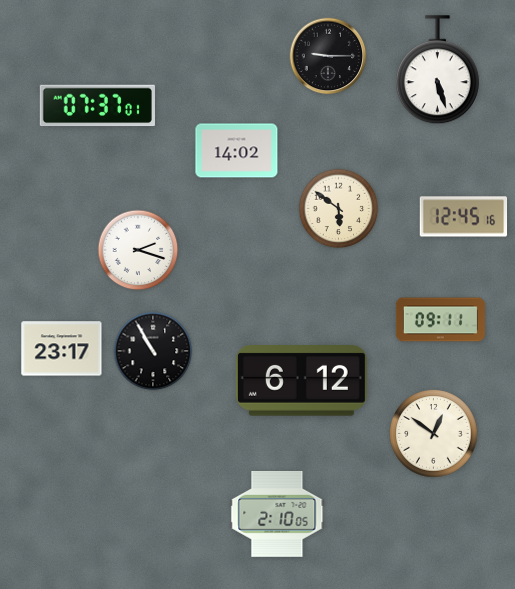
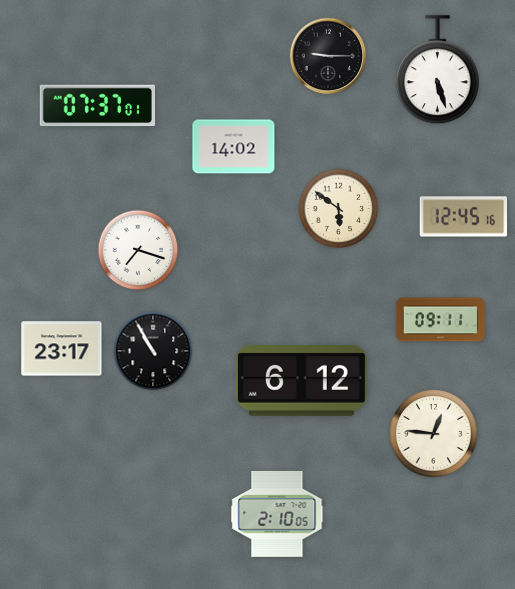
clock at (237, 151) position: (237, 151) -> (234, 147)
clock at (138, 250): 2:18 -> 7:18
clock at (434, 434): 12:51 -> 12:46
